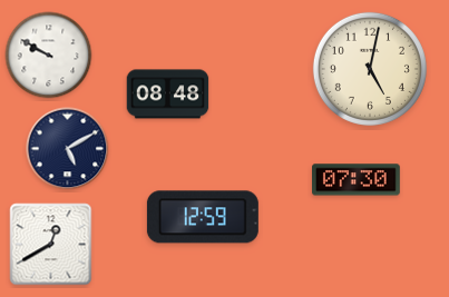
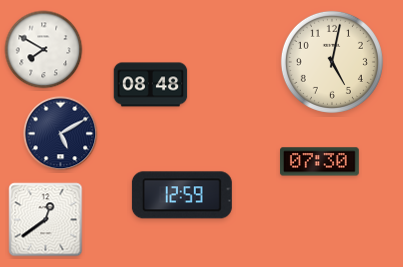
clock at (49, 56): 9:50 -> 7:50
clock at (51, 245): 12:40 -> 12:39
